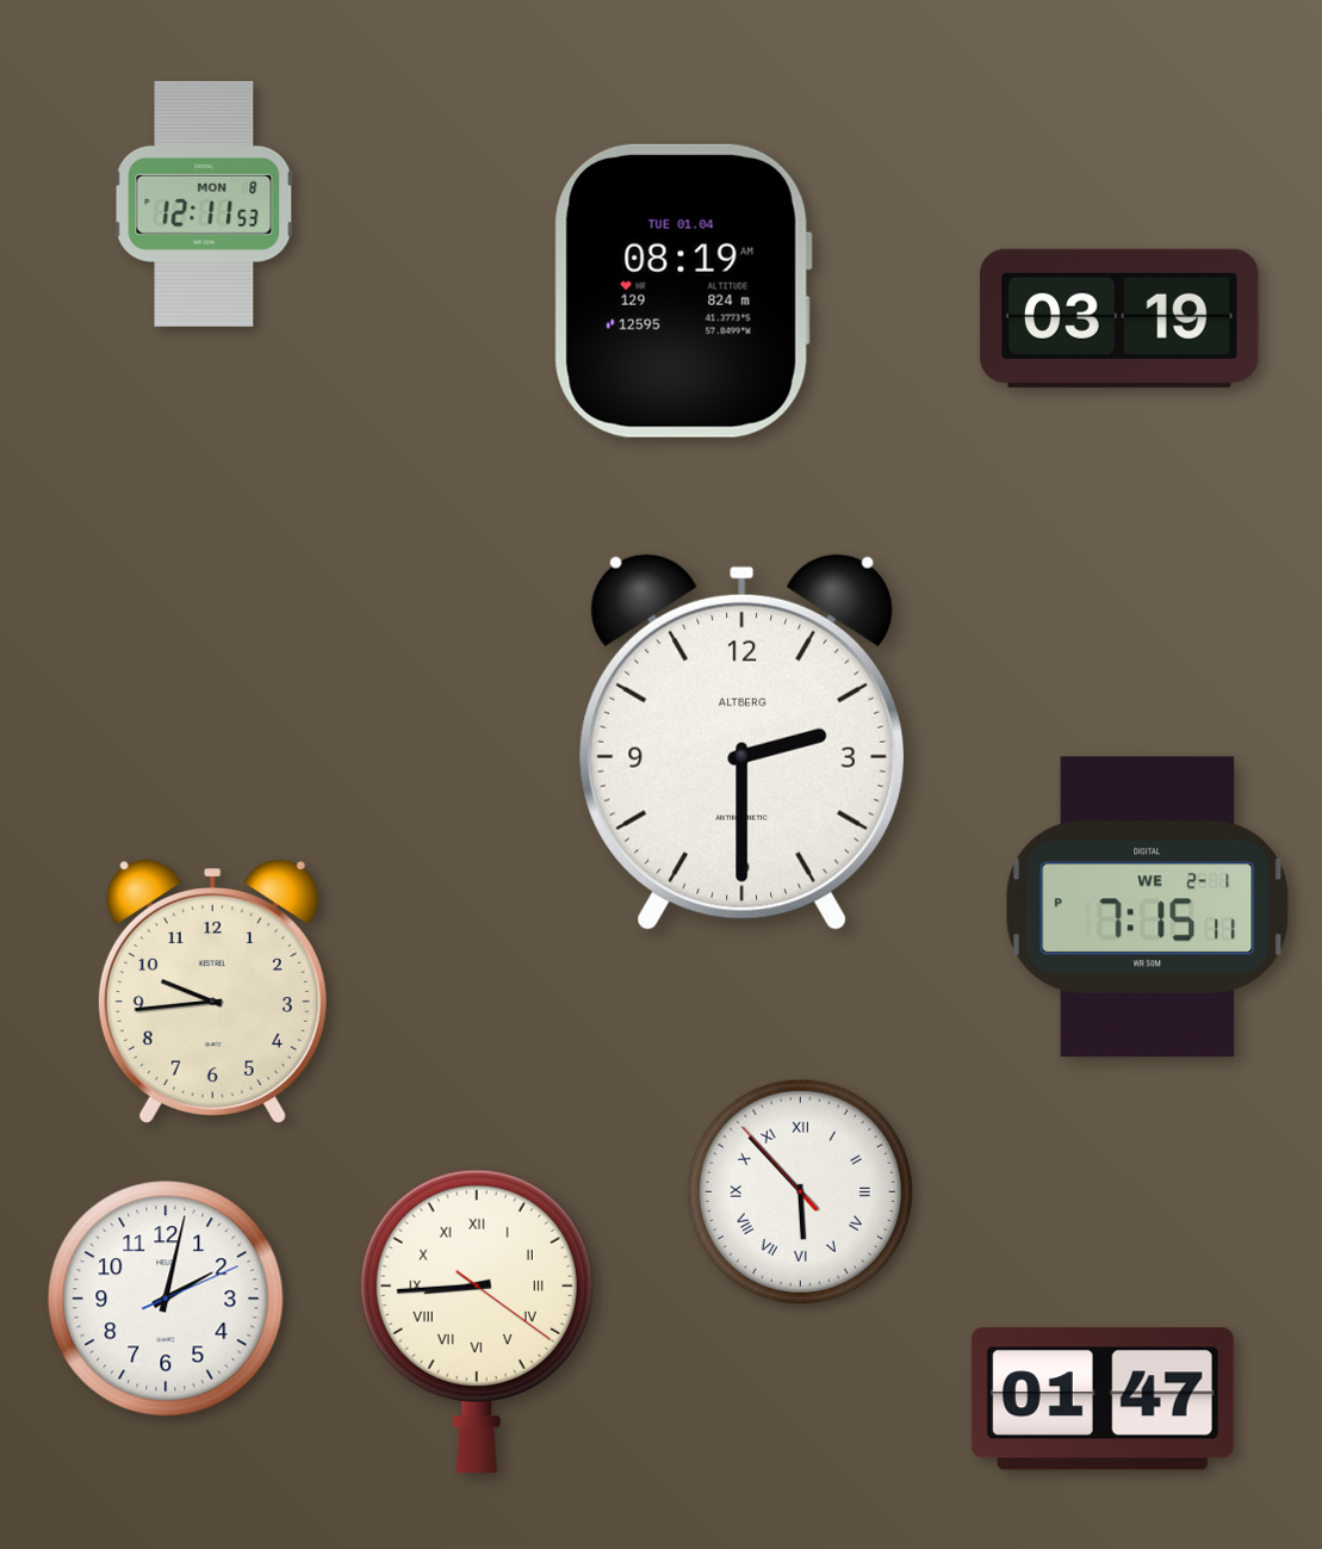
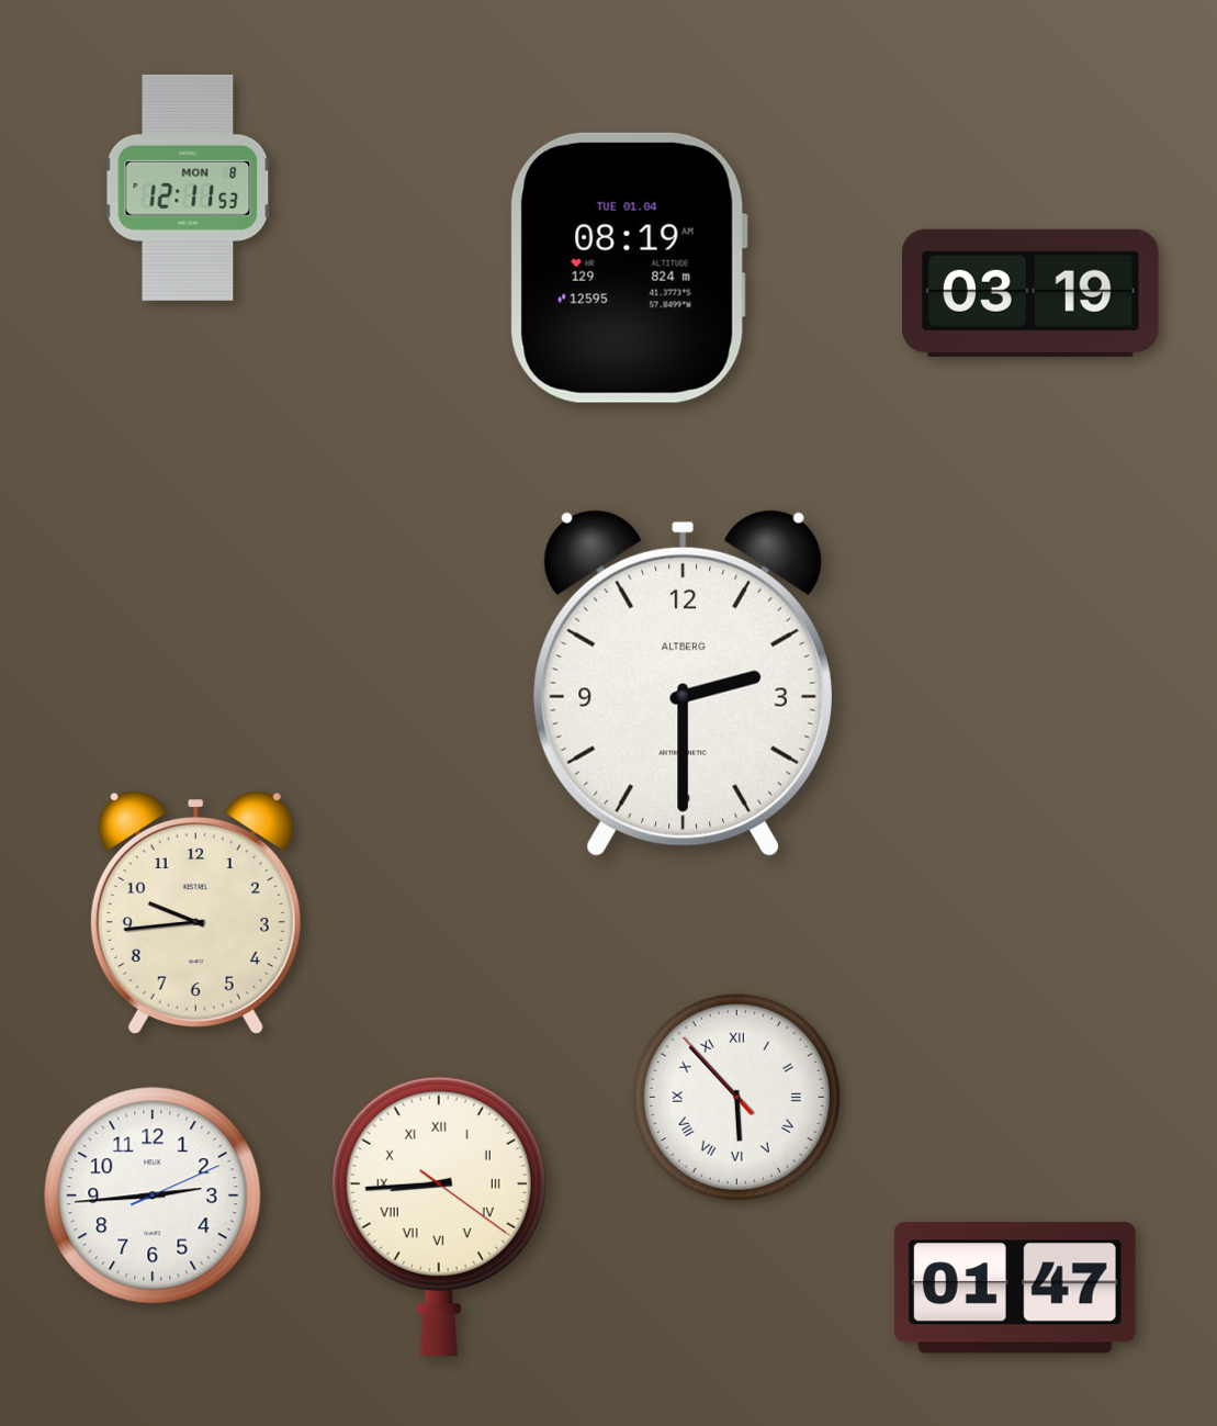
clock at (1148, 907): 7:15 -> none
clock at (166, 1299): 2:02 -> 2:44
